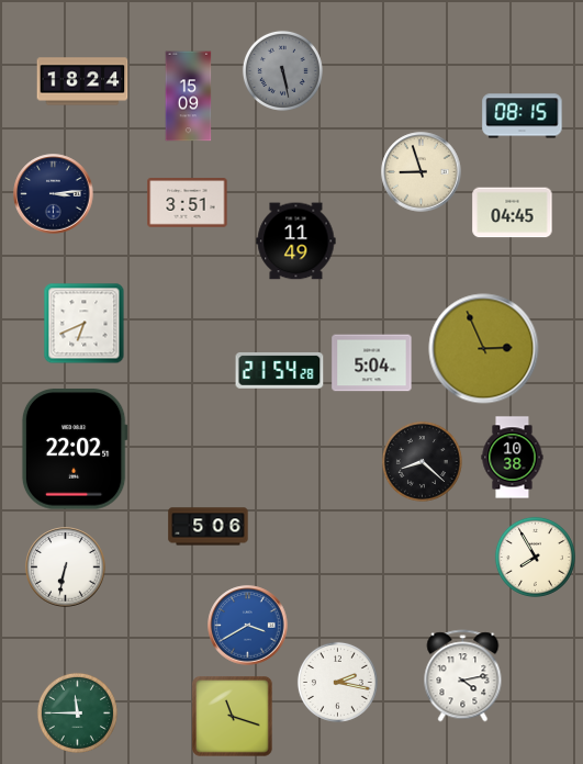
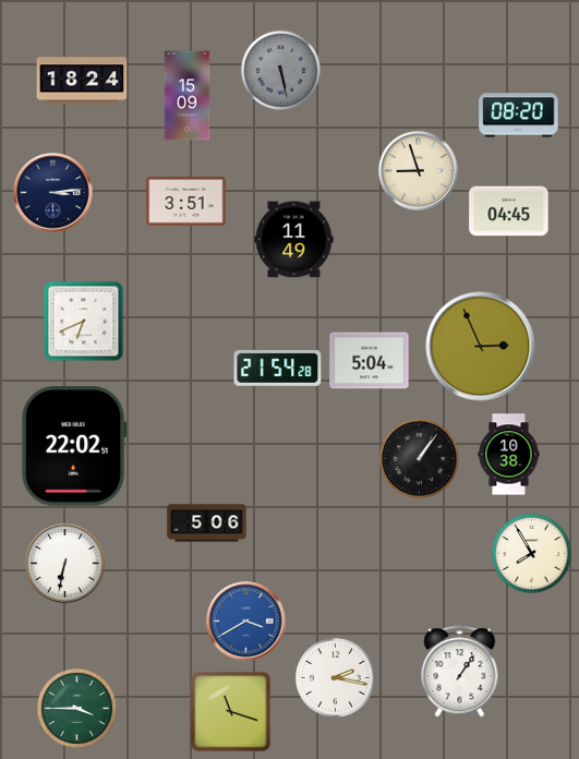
clock at (523, 116): 08:15 -> 08:20
clock at (422, 461): 8:22 -> 1:06
clock at (463, 676): 4:13 -> 1:06
clock at (77, 712): 11:45 -> 3:45
